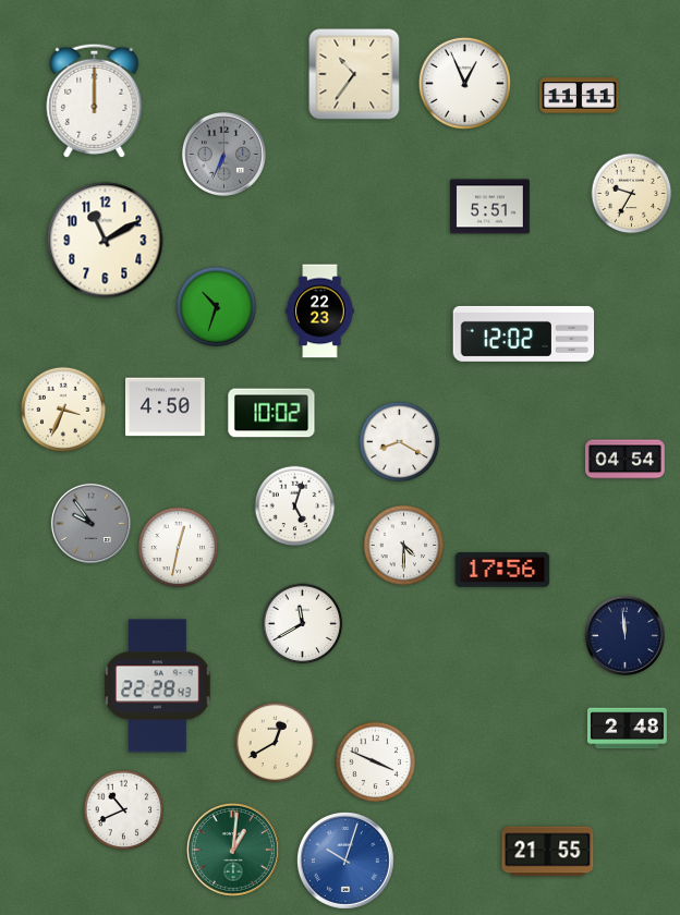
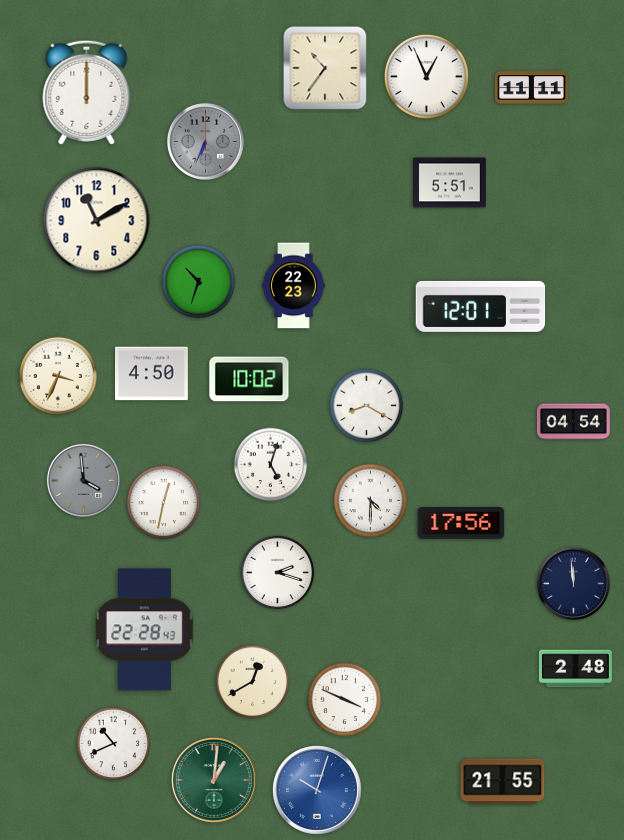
clock at (632, 194): 9:35 -> none
clock at (490, 207) position: (490, 207) -> (450, 183)
clock at (524, 333): 12:02 -> 12:01
clock at (90, 523): 9:54 -> 3:59
clock at (303, 624): 11:40 -> 2:18
